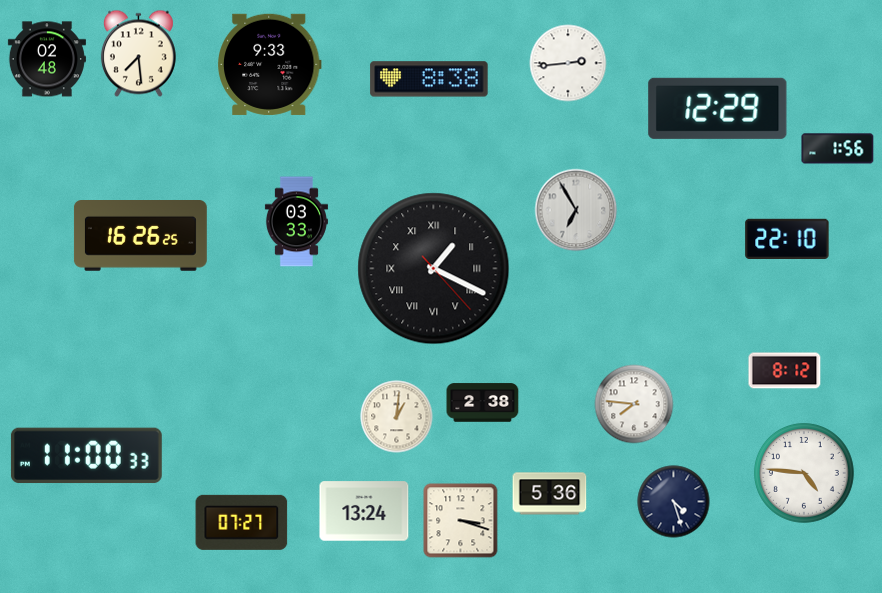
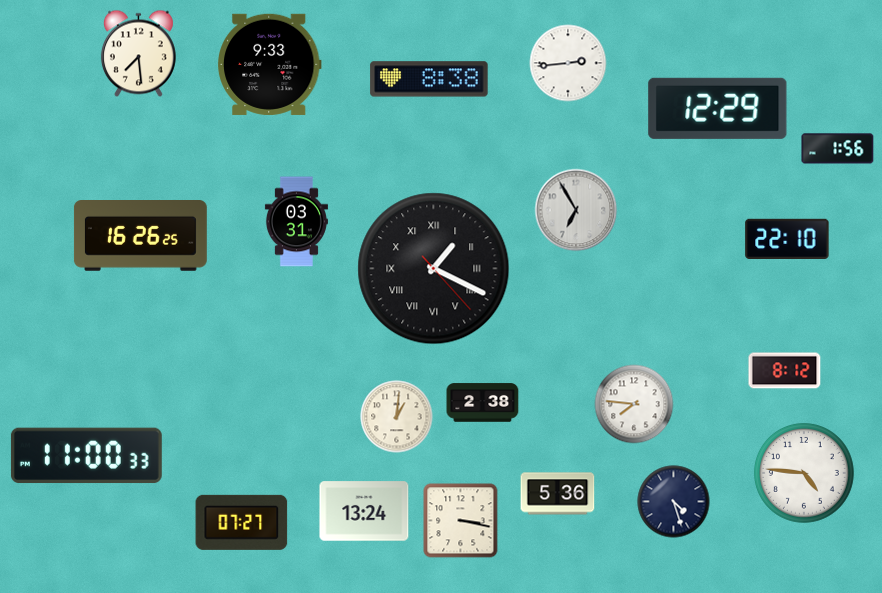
clock at (47, 59): 02:48 -> none
clock at (296, 222): 03:33 -> 03:31
clock at (550, 494) position: (550, 494) -> (558, 494)
clock at (461, 521): 3:18 -> 3:17
